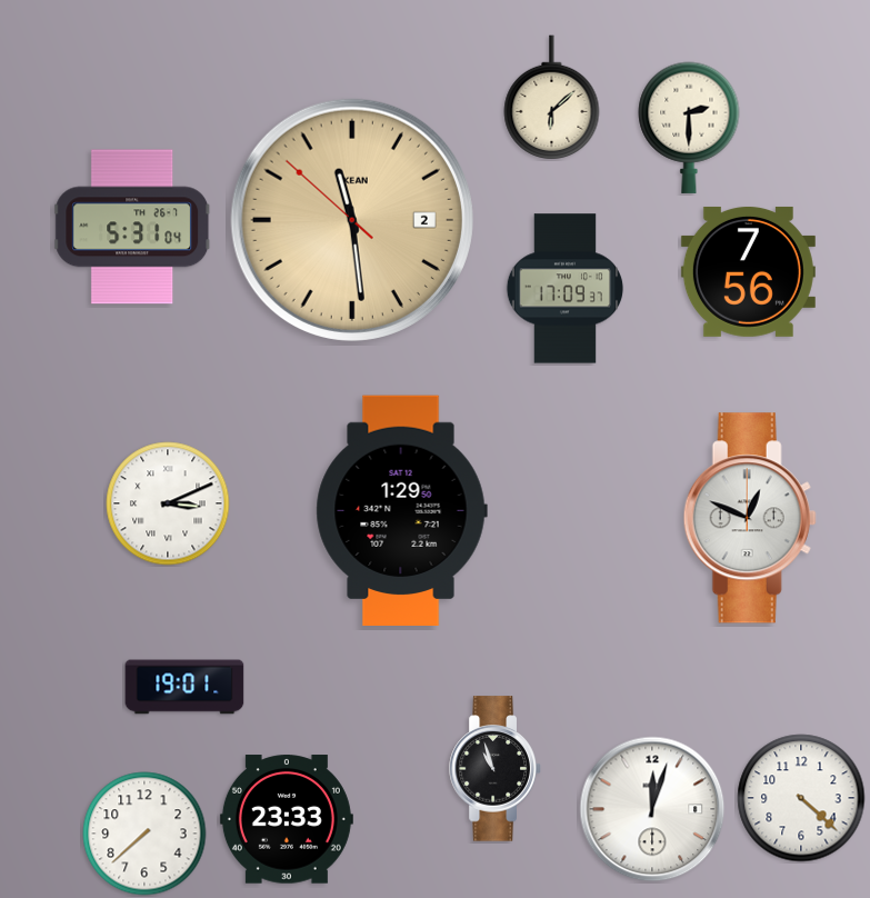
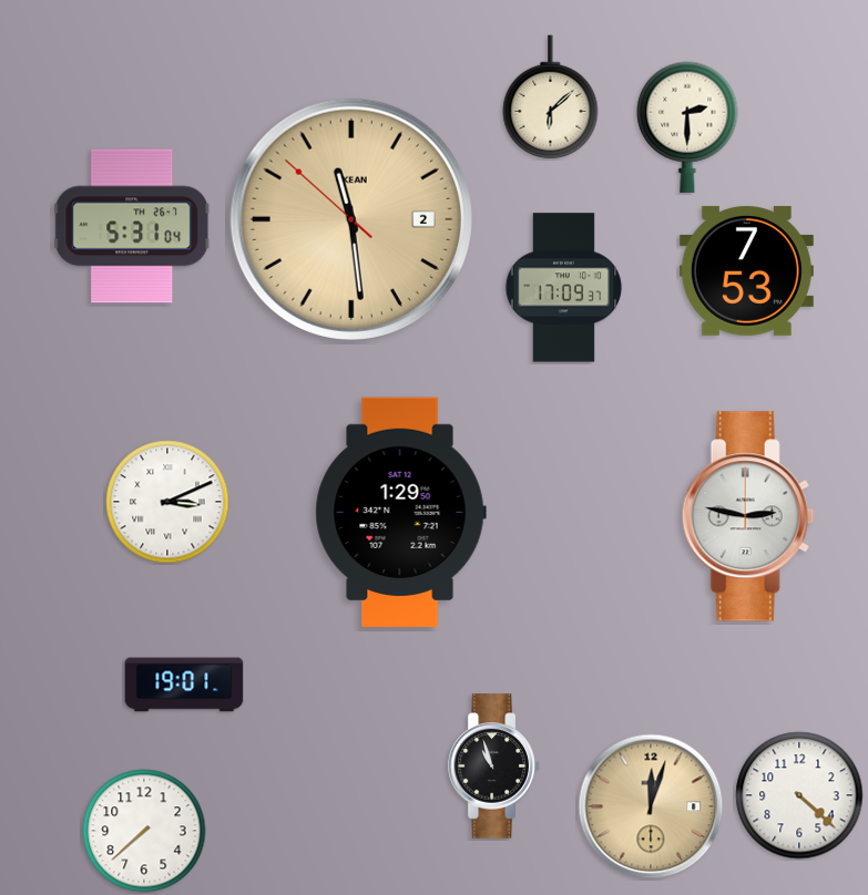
clock at (748, 271): 7:56 -> 7:53
clock at (401, 510) position: (401, 510) -> (400, 512)
clock at (750, 518): 12:49 -> 2:47
clock at (652, 809) dial: white -> champagne
clock at (287, 819): 23:33 -> none
